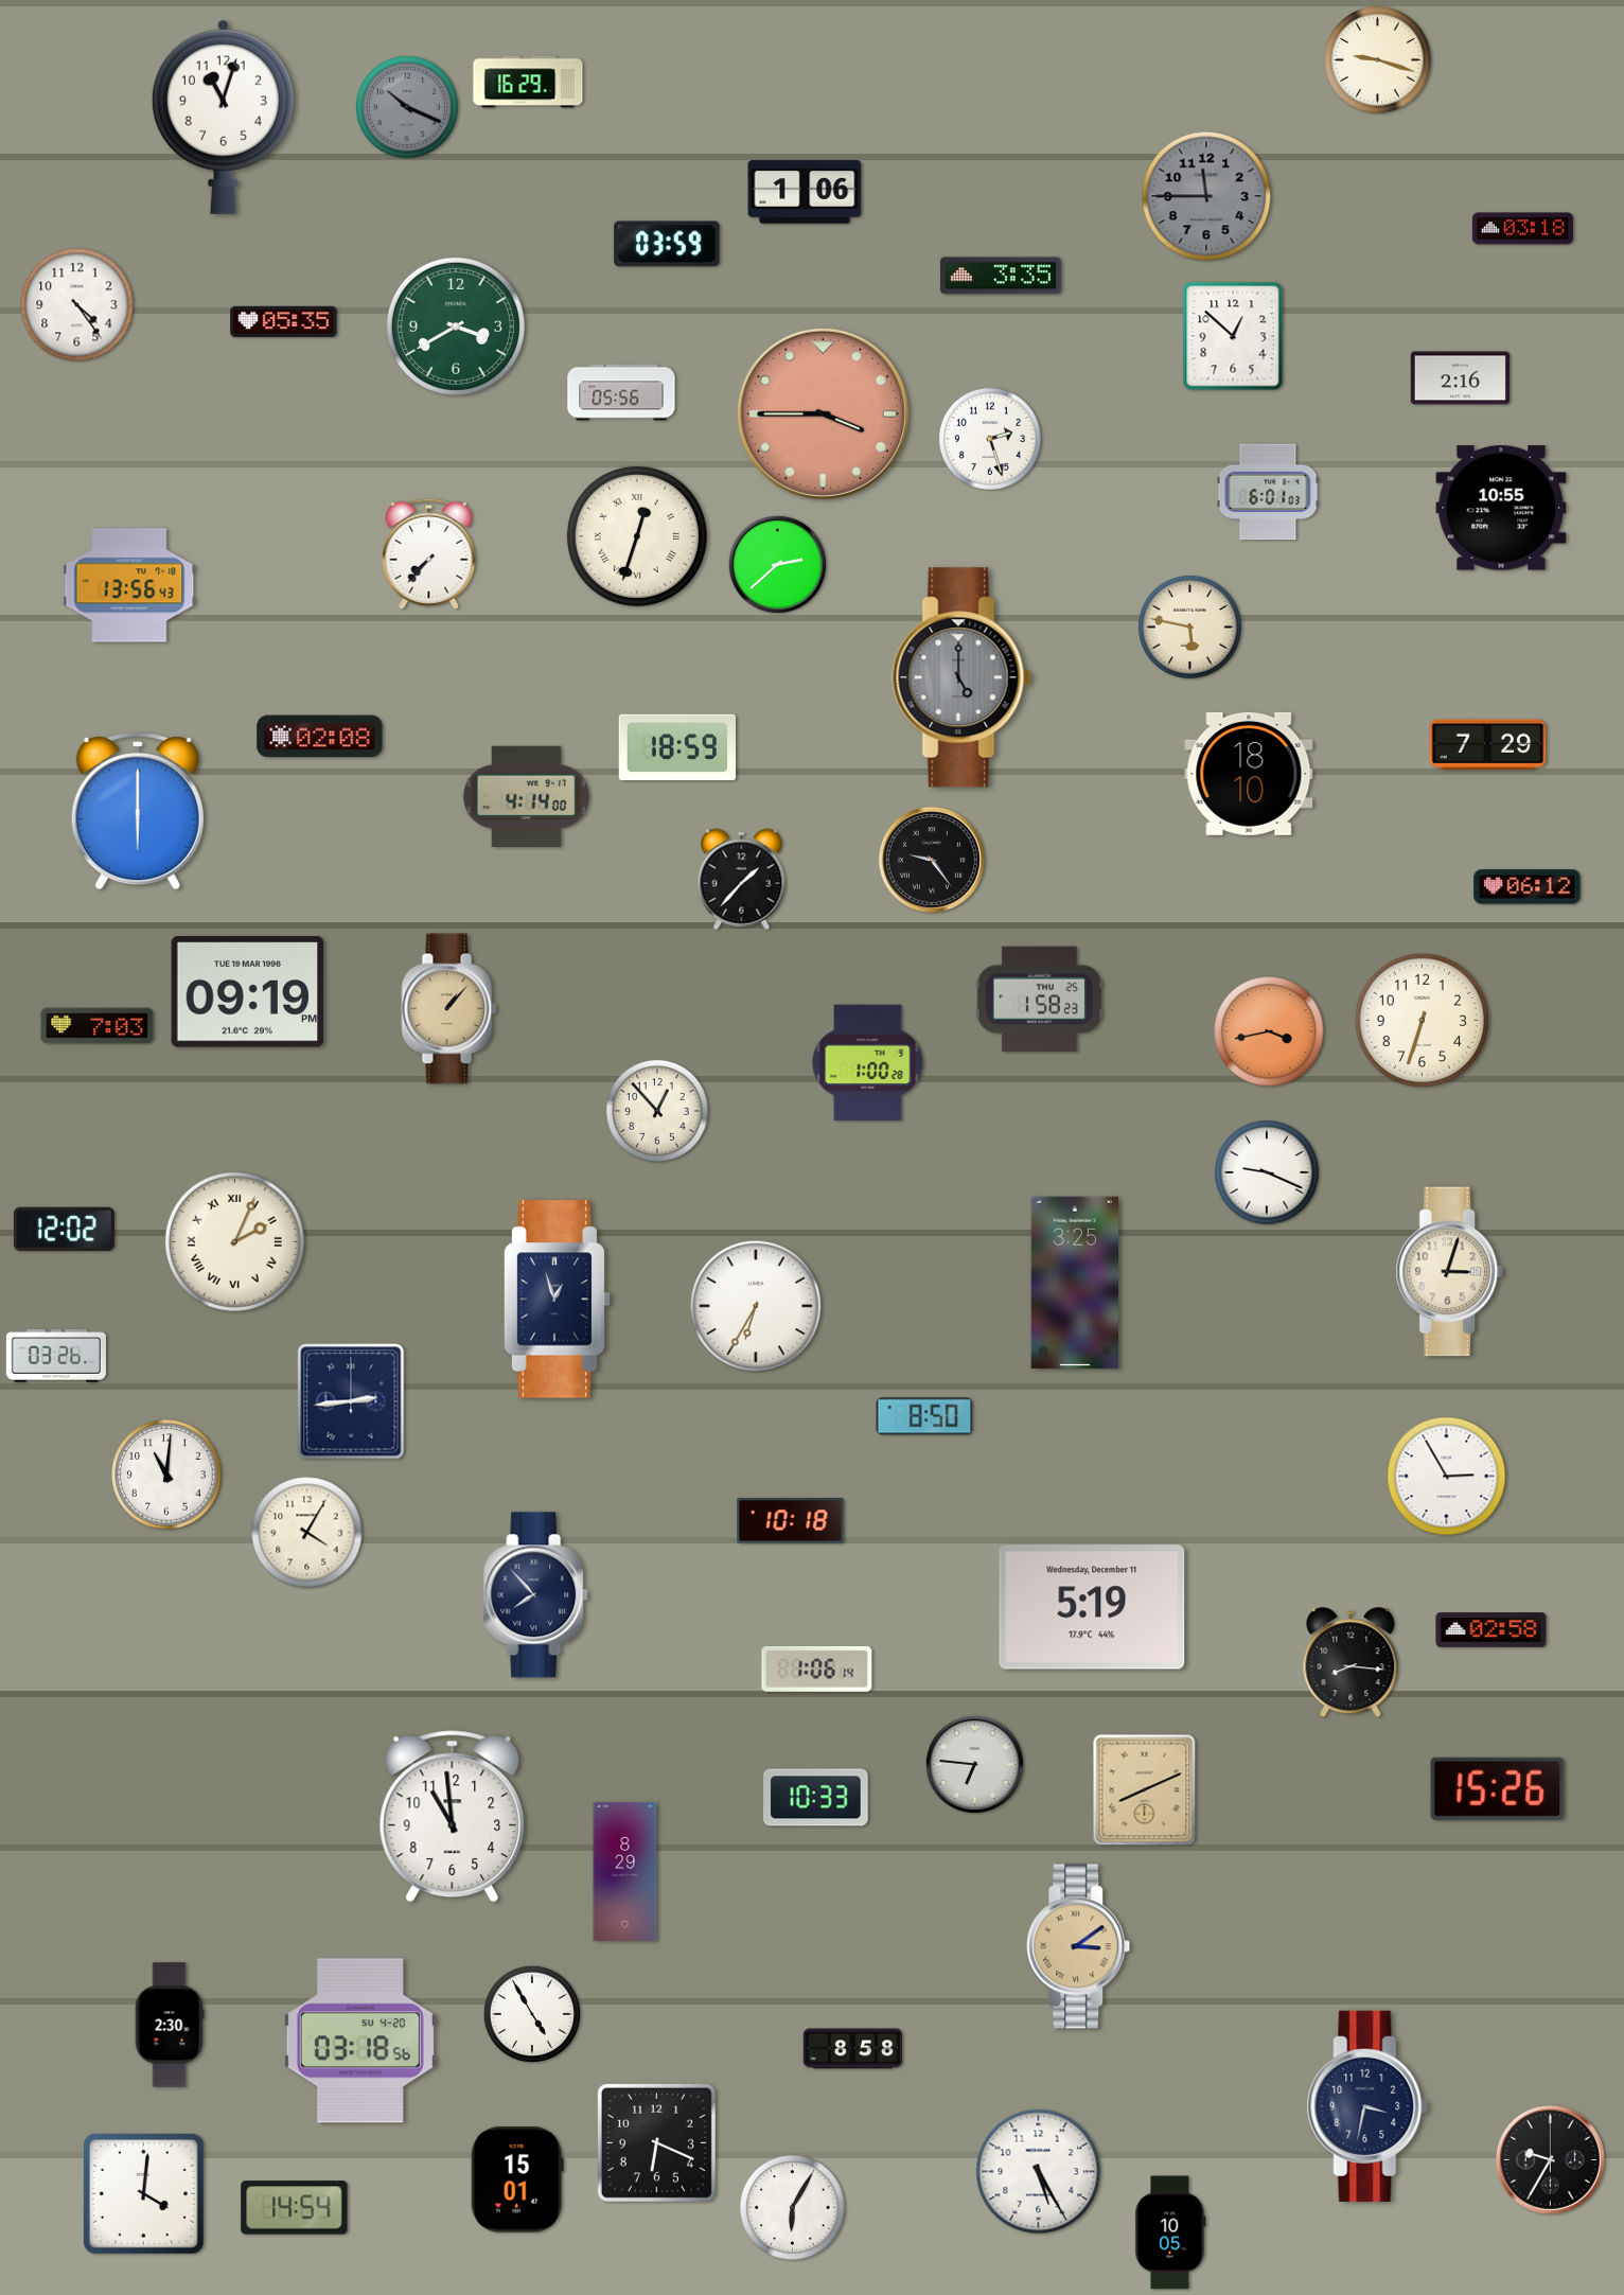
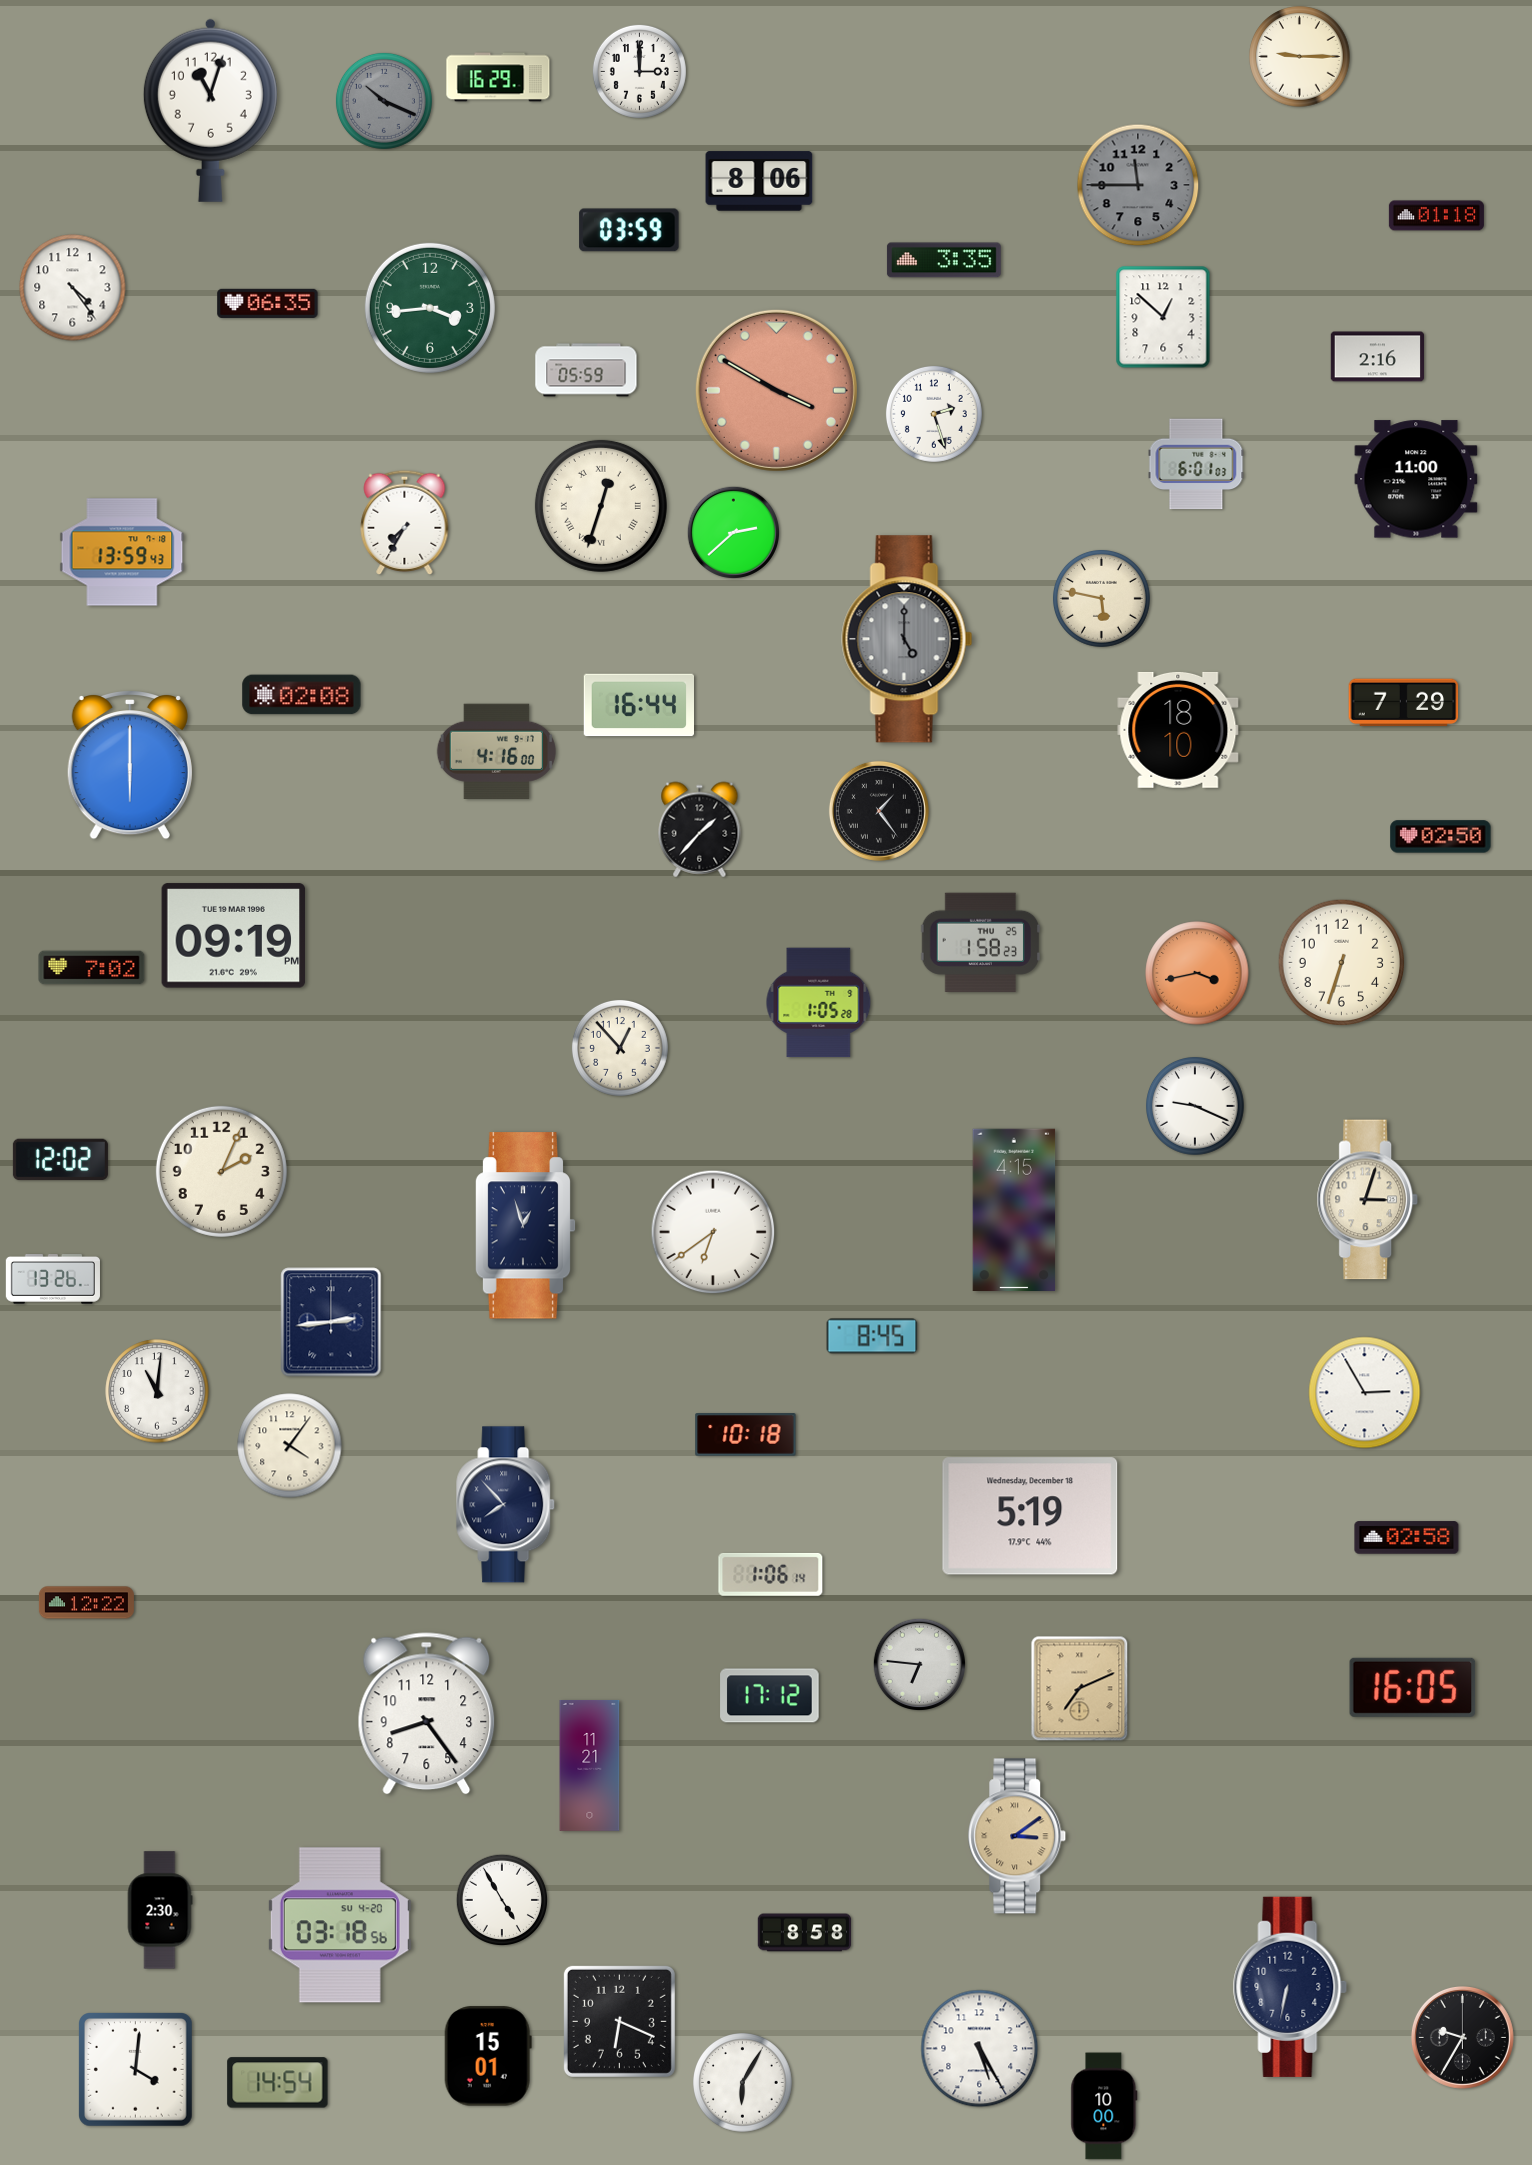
clock at (1378, 60): 9:18 -> 9:15
clock at (639, 71): none -> 3:00
clock at (805, 192): 1:06 -> 8:06
clock at (1522, 229): 03:18 -> 01:18
clock at (284, 321): 05:35 -> 06:35
clock at (456, 326): 3:40 -> 3:44
clock at (621, 392): 05:56 -> 05:59
clock at (823, 413): 3:45 -> 3:50
clock at (1501, 508): 10:55 -> 11:00
clock at (429, 553): 7:37 -> 7:35
clock at (129, 585): 13:56 -> 13:59
clock at (1189, 626) position: (1189, 626) -> (1101, 598)
clock at (677, 747): 18:59 -> 16:44
clock at (526, 796): 4:14 -> 4:16
clock at (932, 860): 9:24 -> 1:24
clock at (1528, 887): 06:12 -> 02:50
clock at (449, 1009): 1:07 -> none
clock at (98, 1026): 7:03 -> 7:02
clock at (868, 1063): 1:00 -> 1:05
clock at (234, 1241) numerals: Roman -> Arabic
clock at (1075, 1282): 3:25 -> 4:15
clock at (756, 1306): 6:35 -> 6:39
clock at (56, 1357): 03:26 -> 13:26
clock at (924, 1416): 8:50 -> 8:45
clock at (307, 1533): 4:05 -> 4:06
clock at (1092, 1607) date: Wednesday, December 11 -> Wednesday, December 18
clock at (1351, 1663): 8:16 -> none
clock at (86, 1603): none -> 12:22
clock at (1498, 1788): 15:26 -> 16:05
clock at (1145, 1790): 8:11 -> 7:11
clock at (816, 1798): 10:33 -> 17:12
clock at (453, 1817): 10:59 -> 8:24
clock at (625, 1871): 8:29 -> 11:21
clock at (1367, 2106): 3:32 -> 6:32
clock at (793, 2208) position: (793, 2208) -> (743, 2083)
clock at (1170, 2232): 10:05 -> 10:00
